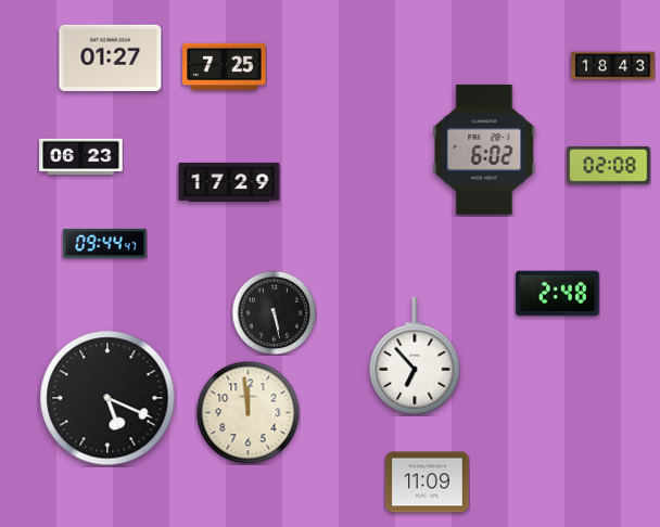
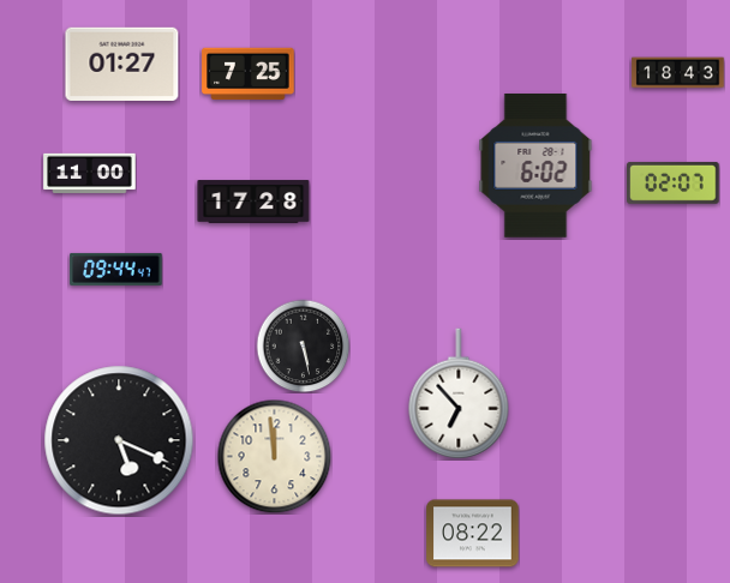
clock at (81, 156): 06:23 -> 11:00
clock at (609, 165): 02:08 -> 02:07
clock at (229, 182): 17:29 -> 17:28
clock at (558, 294): 2:48 -> none
clock at (428, 483): 11:09 -> 08:22
